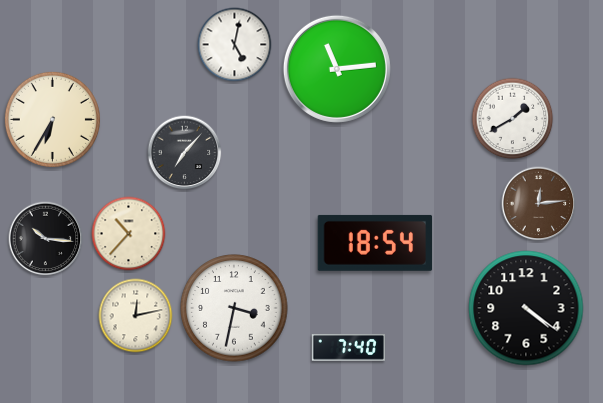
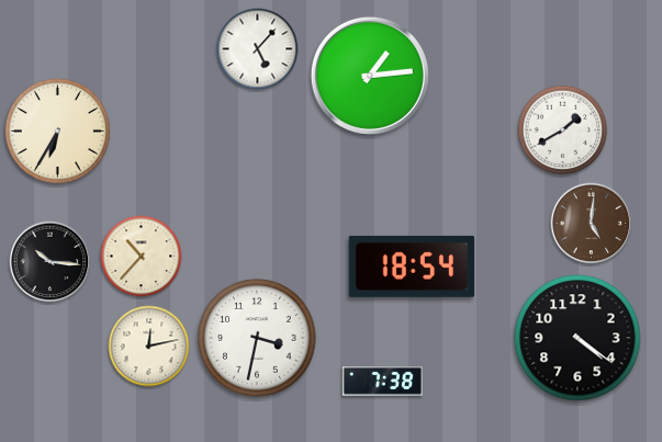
clock at (235, 45): 5:02 -> 5:07
clock at (337, 69): 11:14 -> 1:14
clock at (185, 153): 7:07 -> none
clock at (539, 204): 12:14 -> 5:01
clock at (348, 348): 7:40 -> 7:38
